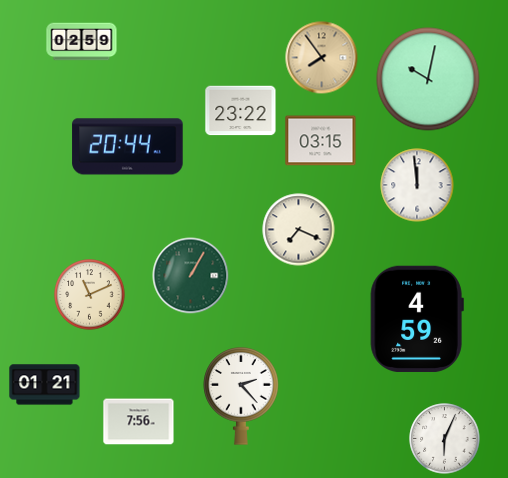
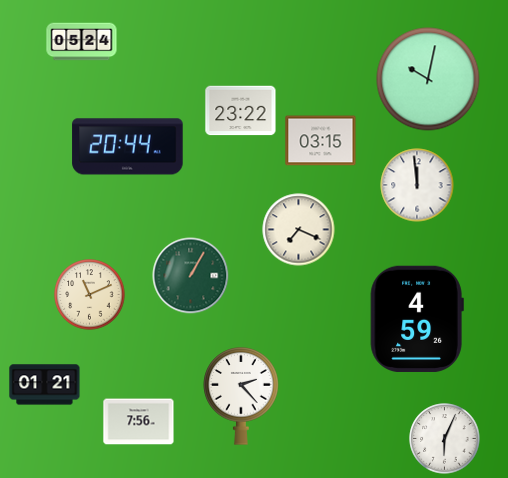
clock at (82, 42): 02:59 -> 05:24
clock at (322, 58): 7:54 -> none
